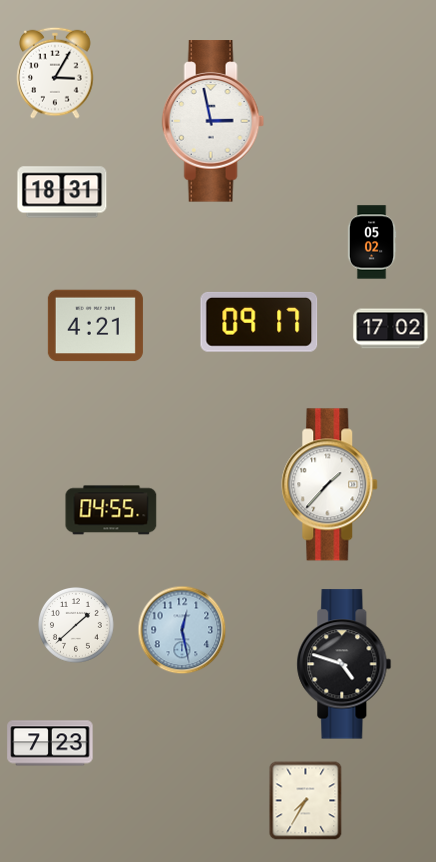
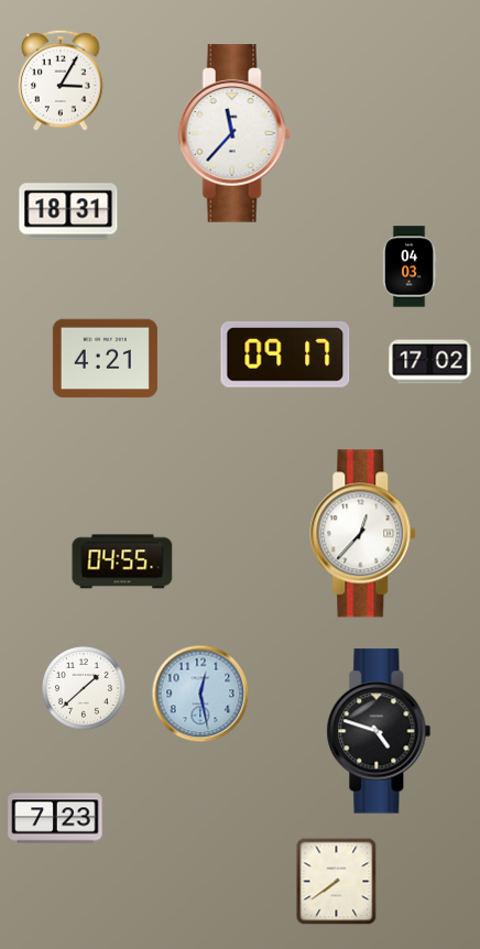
clock at (213, 121): 2:58 -> 11:37
clock at (372, 242): 05:02 -> 04:03
clock at (330, 485): 1:37 -> 12:37
clock at (306, 801): 7:35 -> 7:39
